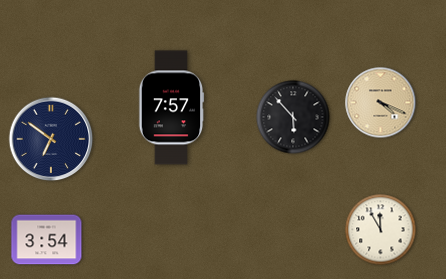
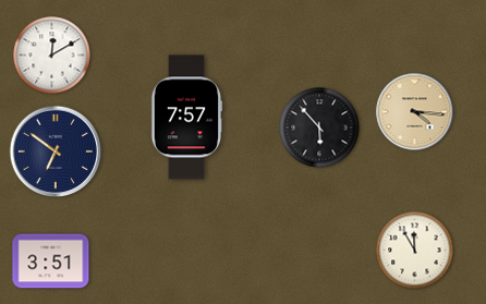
clock at (52, 56): none -> 12:10
clock at (381, 103): 4:19 -> 4:16
clock at (47, 240): 3:54 -> 3:51
